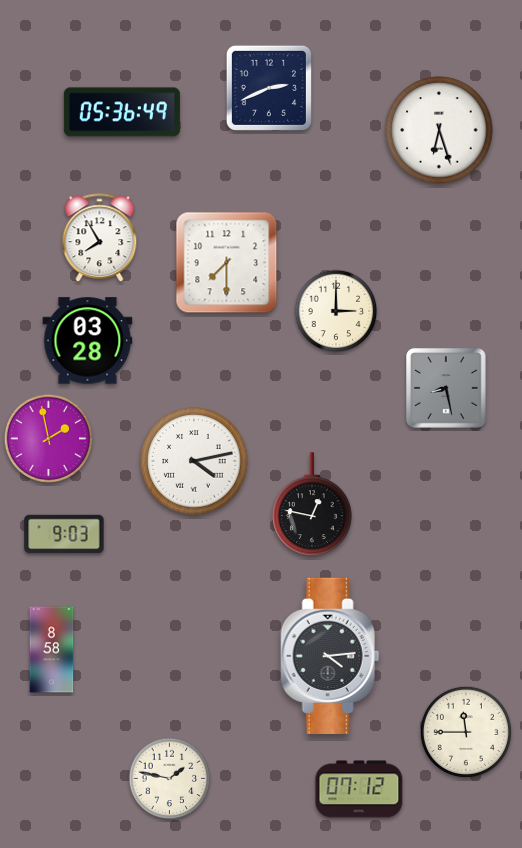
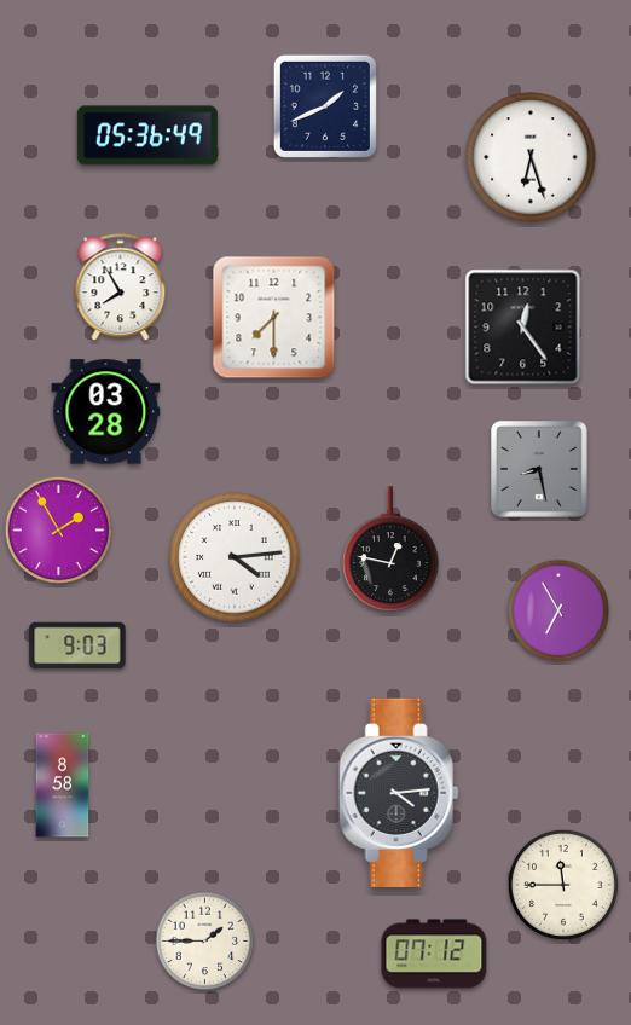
clock at (269, 88): 2:41 -> 1:41
clock at (523, 328): none -> 12:24
clock at (336, 311): 3:00 -> none
clock at (48, 438): 1:58 -> 1:55
clock at (194, 461): 4:13 -> 4:14
clock at (313, 504) position: (313, 504) -> (392, 549)
clock at (558, 610): none -> 6:55
clock at (170, 779): 1:47 -> 1:45
